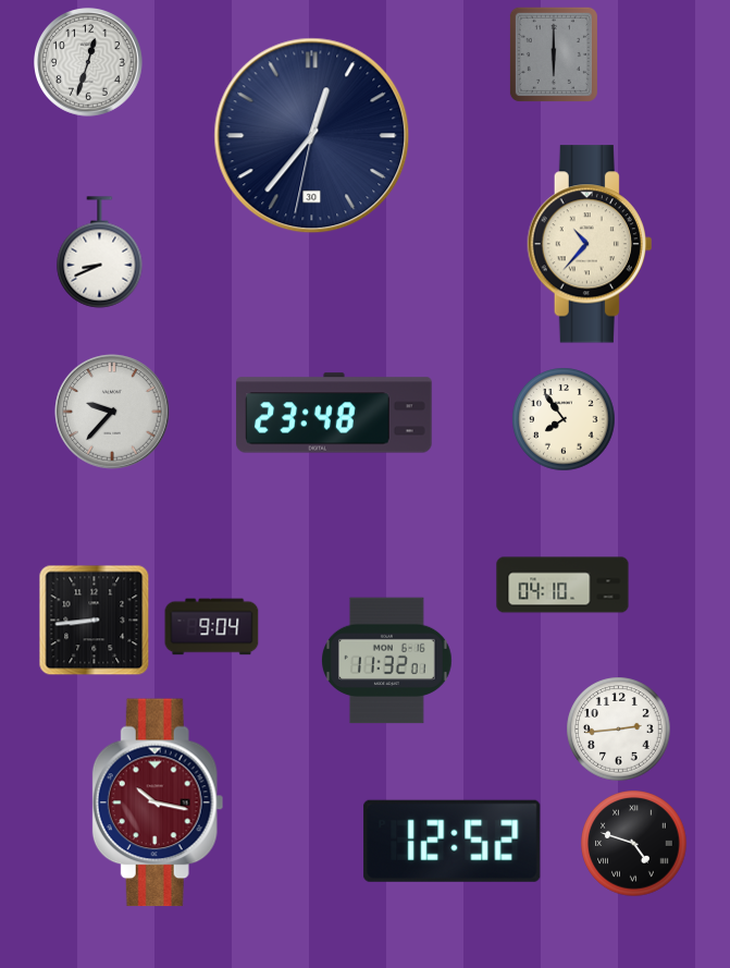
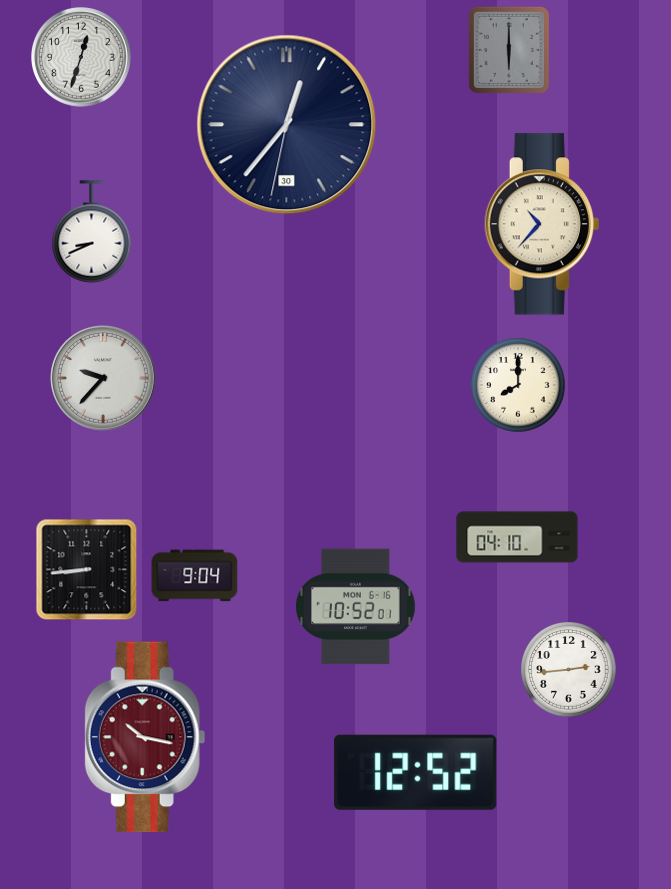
clock at (334, 413): 23:48 -> none
clock at (564, 419): 7:54 -> 8:00
clock at (387, 661): 11:32 -> 10:52
clock at (634, 844): 4:48 -> none
